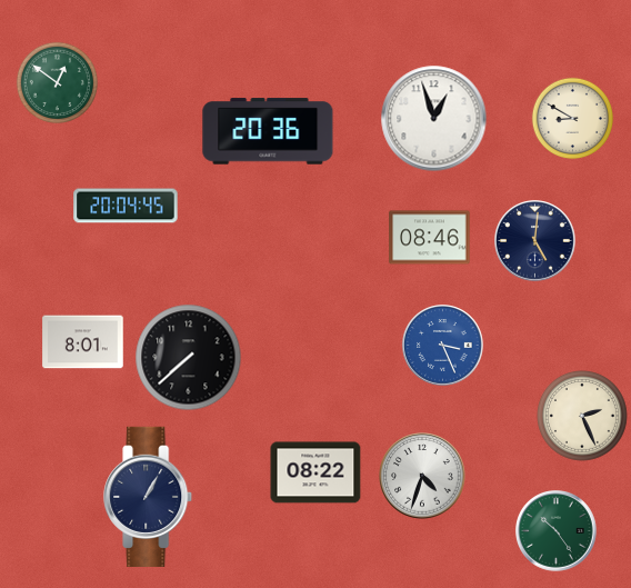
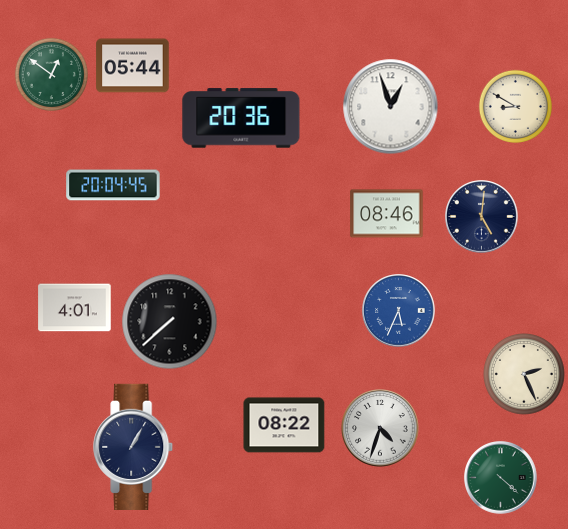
clock at (133, 66): none -> 05:44
clock at (83, 342): 8:01 -> 4:01
clock at (443, 346): 3:26 -> 5:34
clock at (557, 531): 10:24 -> 4:22
